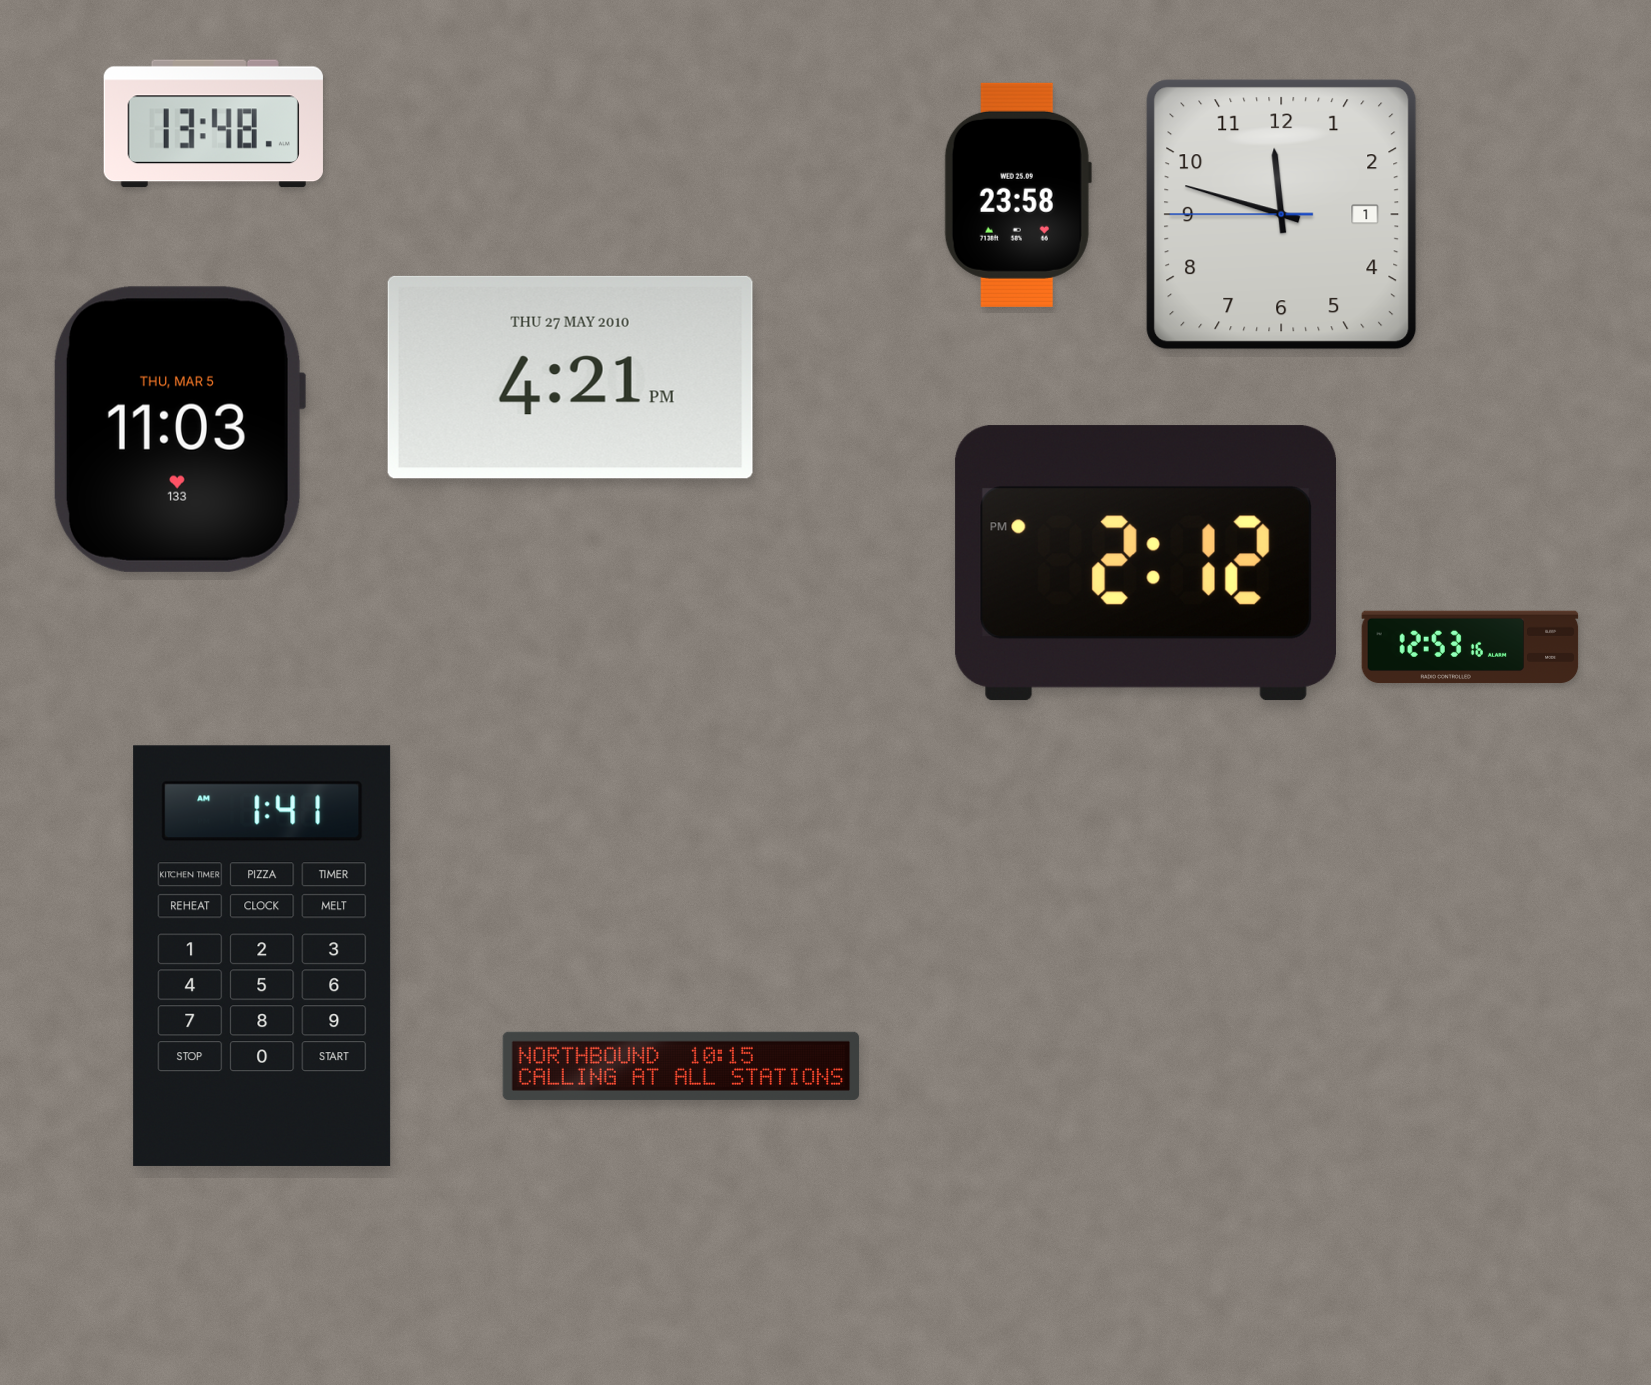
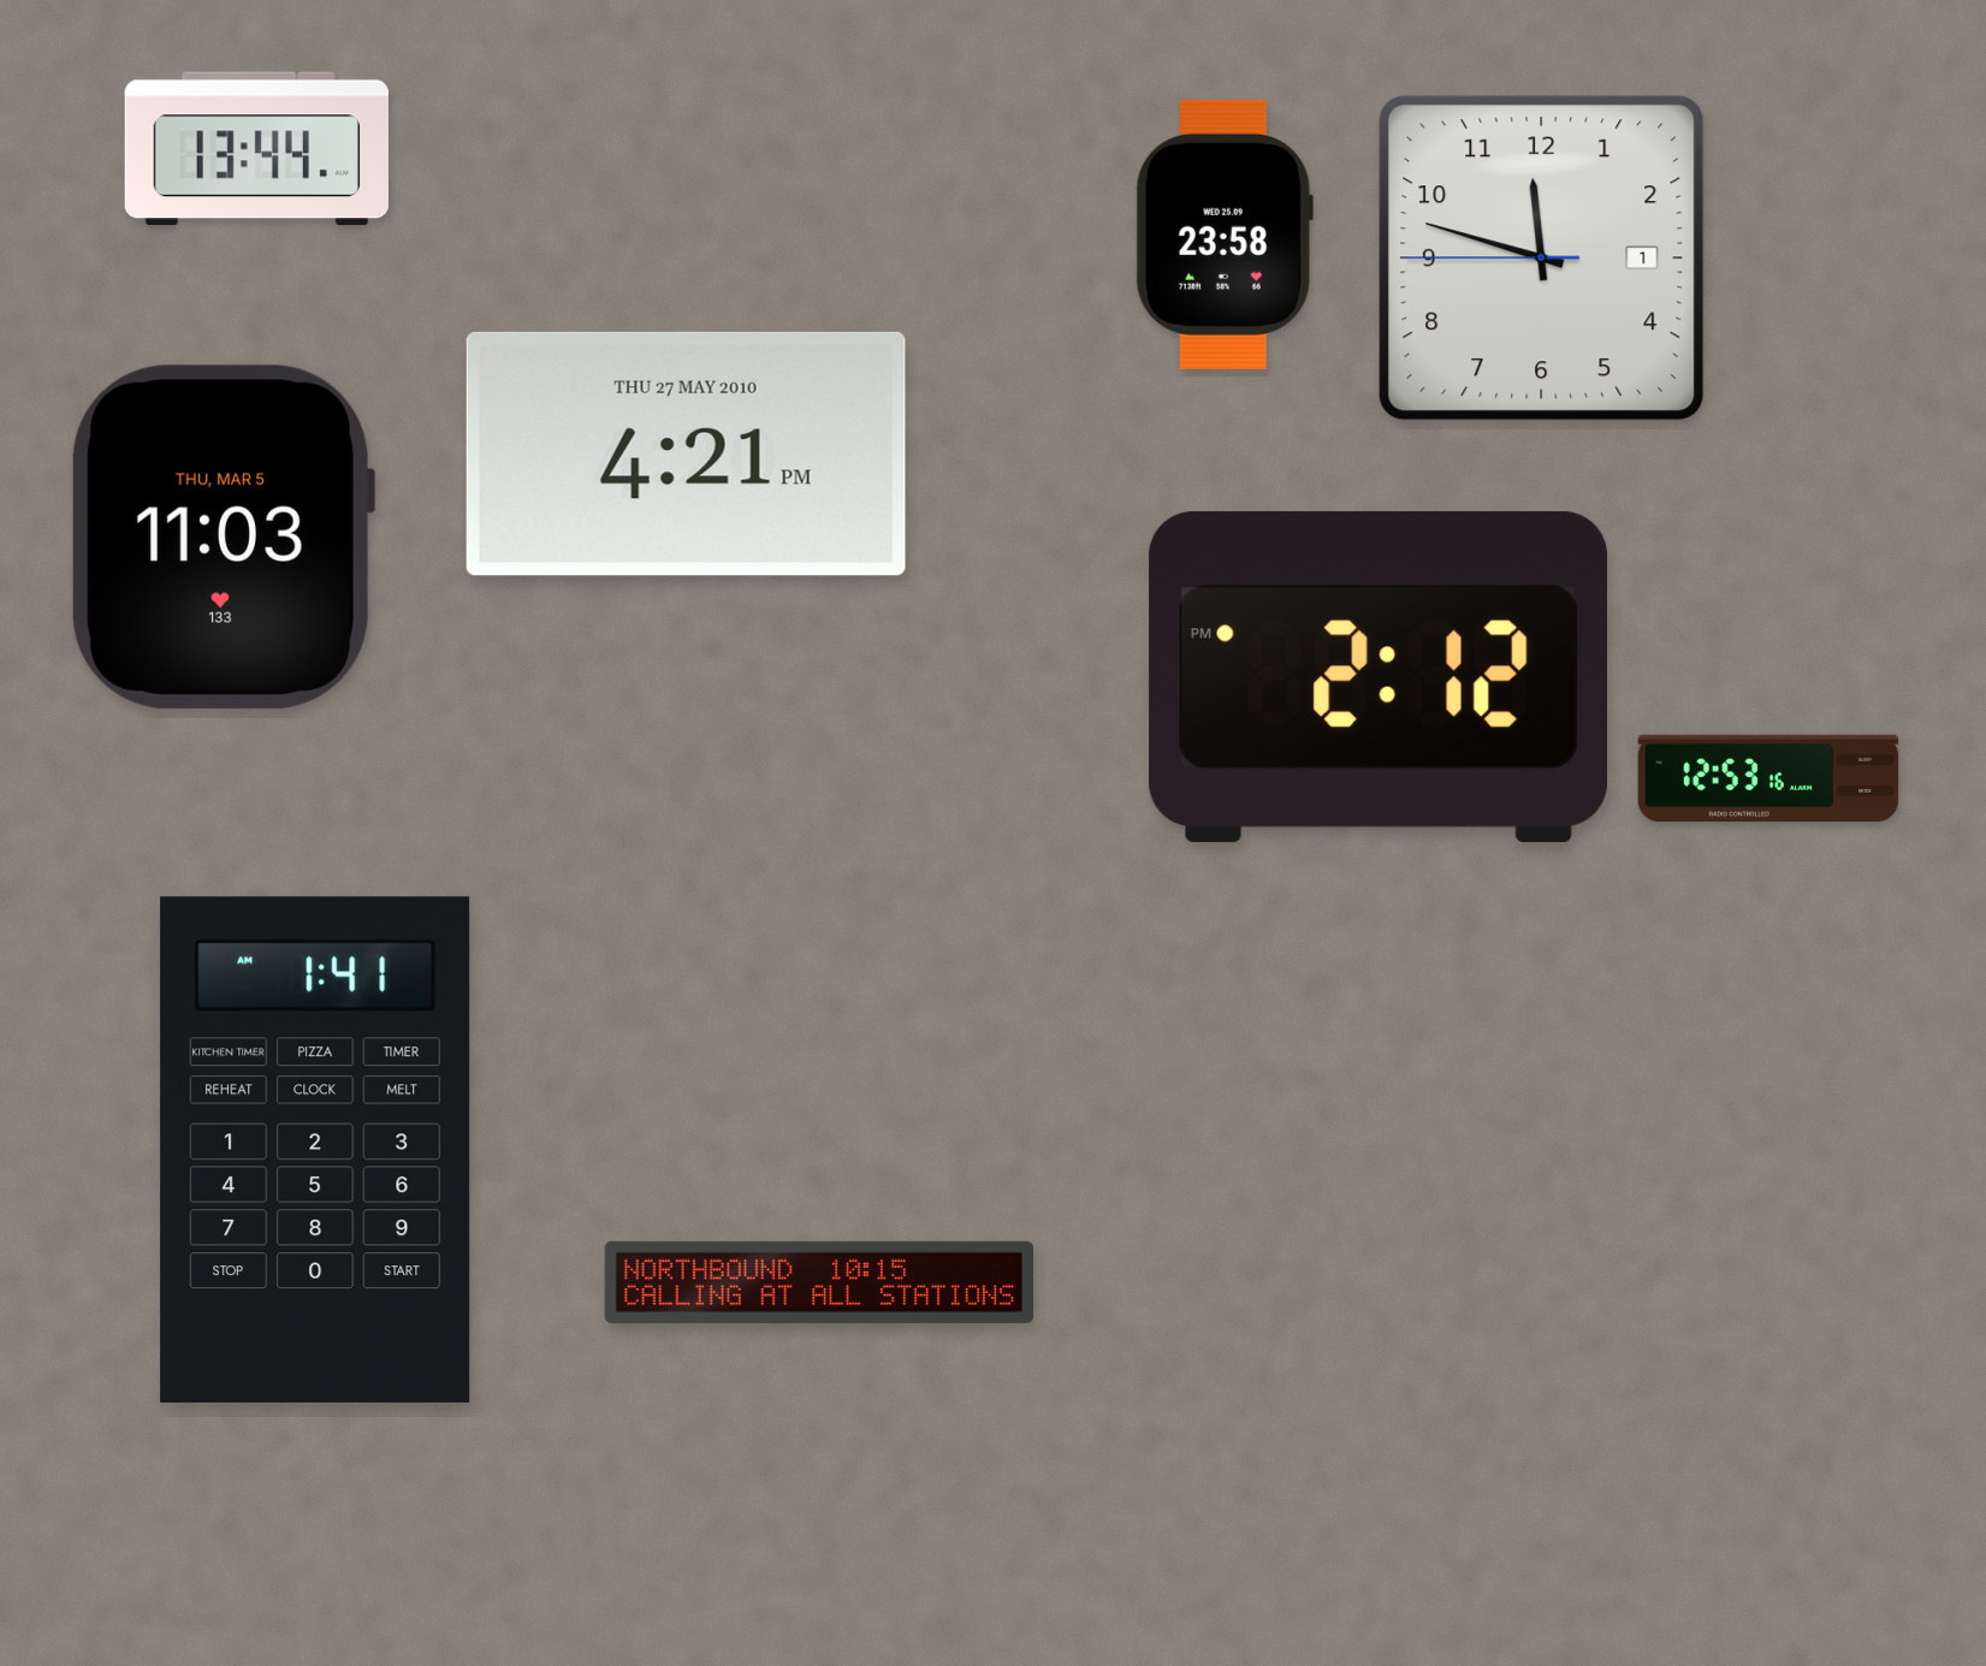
clock at (213, 124): 13:48 -> 13:44
clock at (178, 429) position: (178, 429) -> (221, 536)
